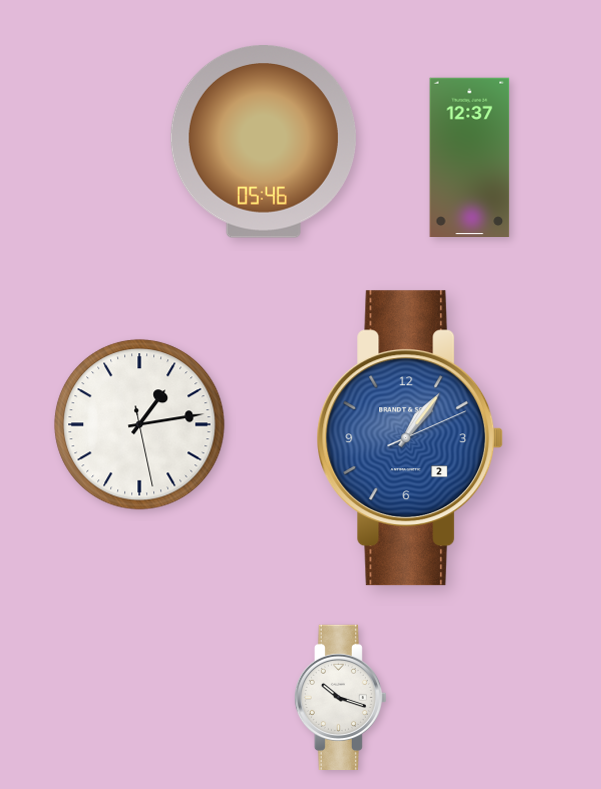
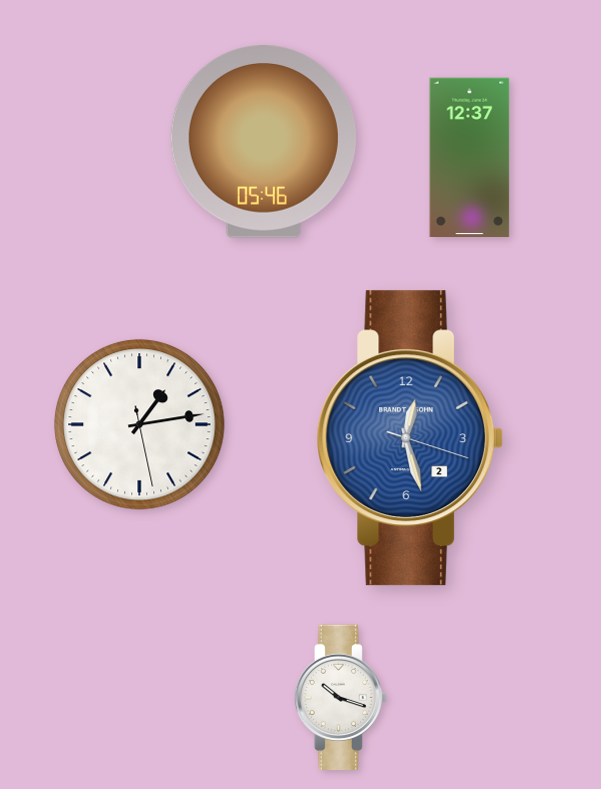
clock at (410, 438): 1:06 -> 12:27
